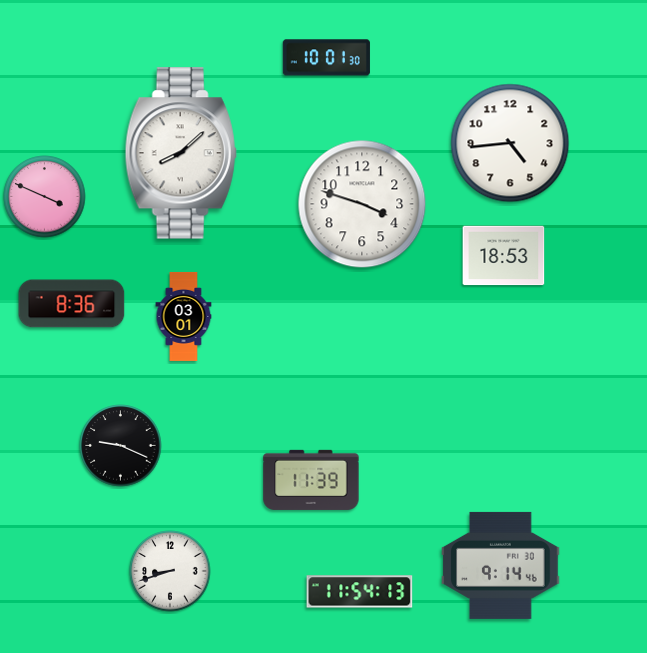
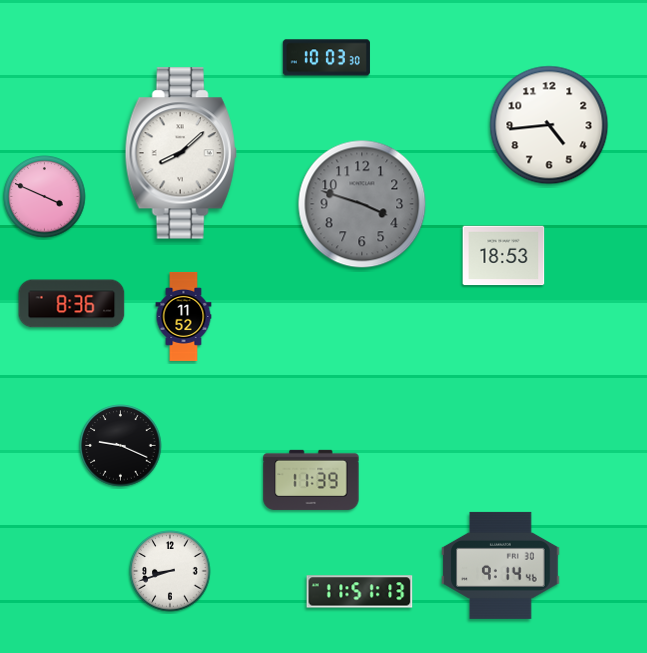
clock at (326, 58): 10:01 -> 10:03
clock at (510, 143) position: (510, 143) -> (549, 125)
clock at (362, 204) dial: white -> grey
clock at (184, 316): 03:01 -> 11:52
clock at (360, 592): 11:54 -> 11:51
